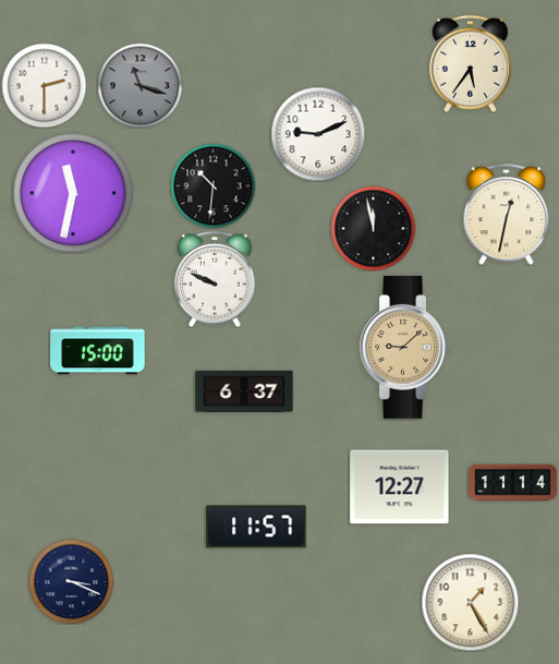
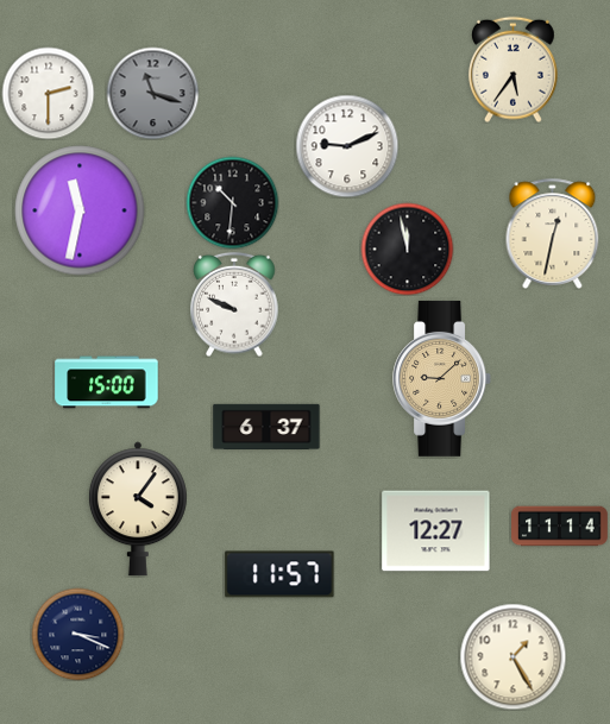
clock at (138, 509): none -> 4:06
